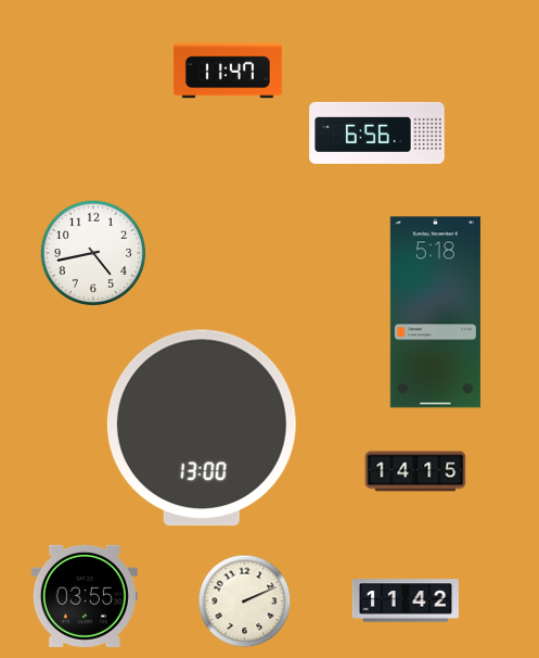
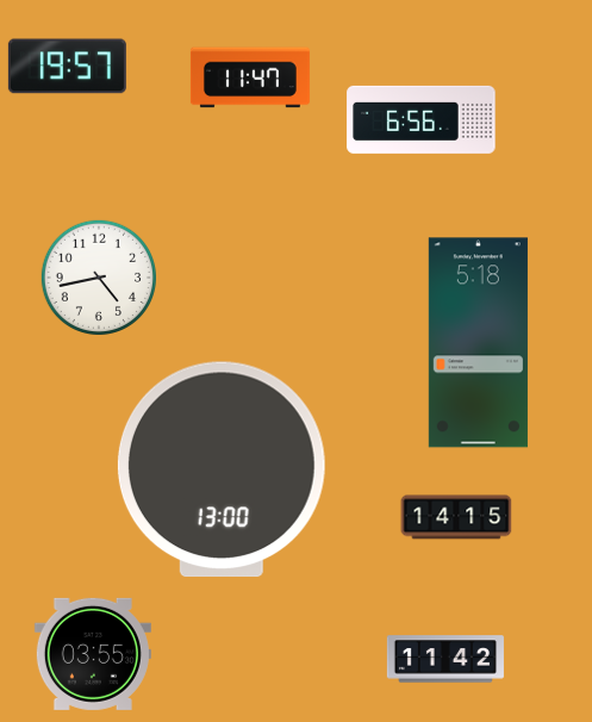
clock at (67, 67): none -> 19:57
clock at (377, 132) position: (377, 132) -> (422, 119)
clock at (92, 252) position: (92, 252) -> (98, 276)
clock at (245, 602): 2:11 -> none
